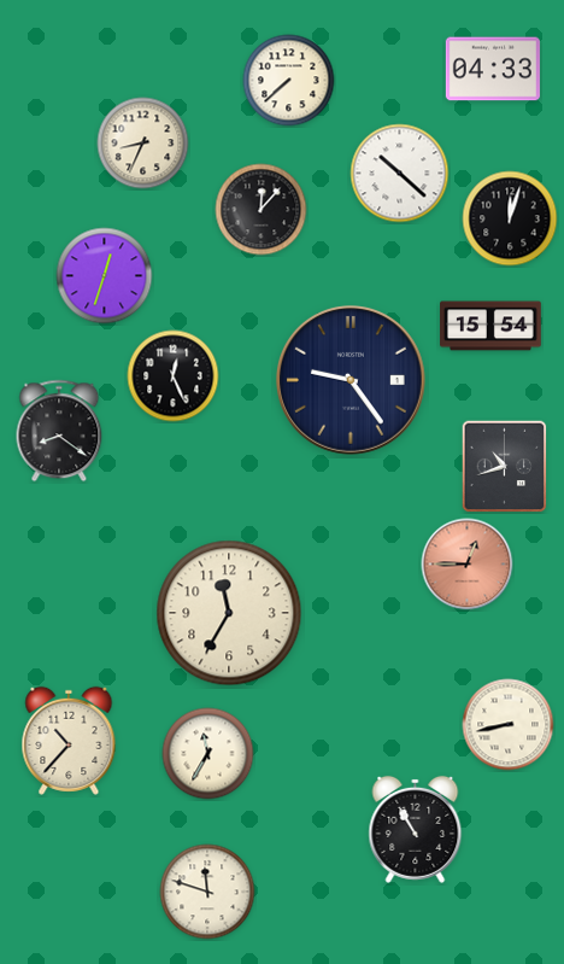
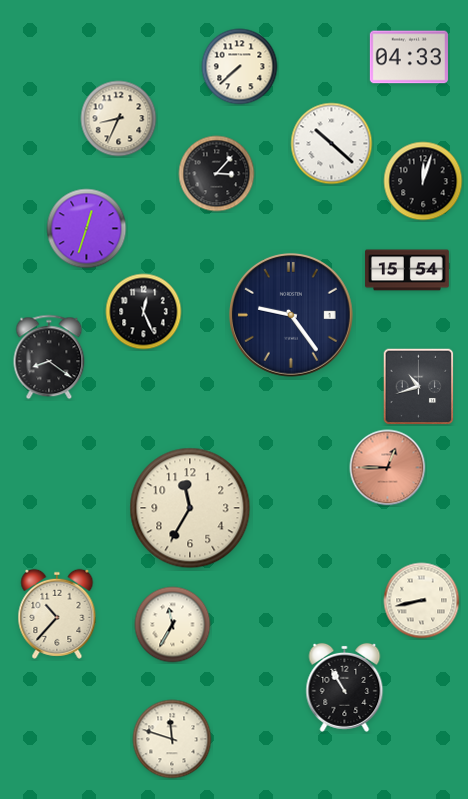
clock at (262, 210): 12:07 -> 3:07
